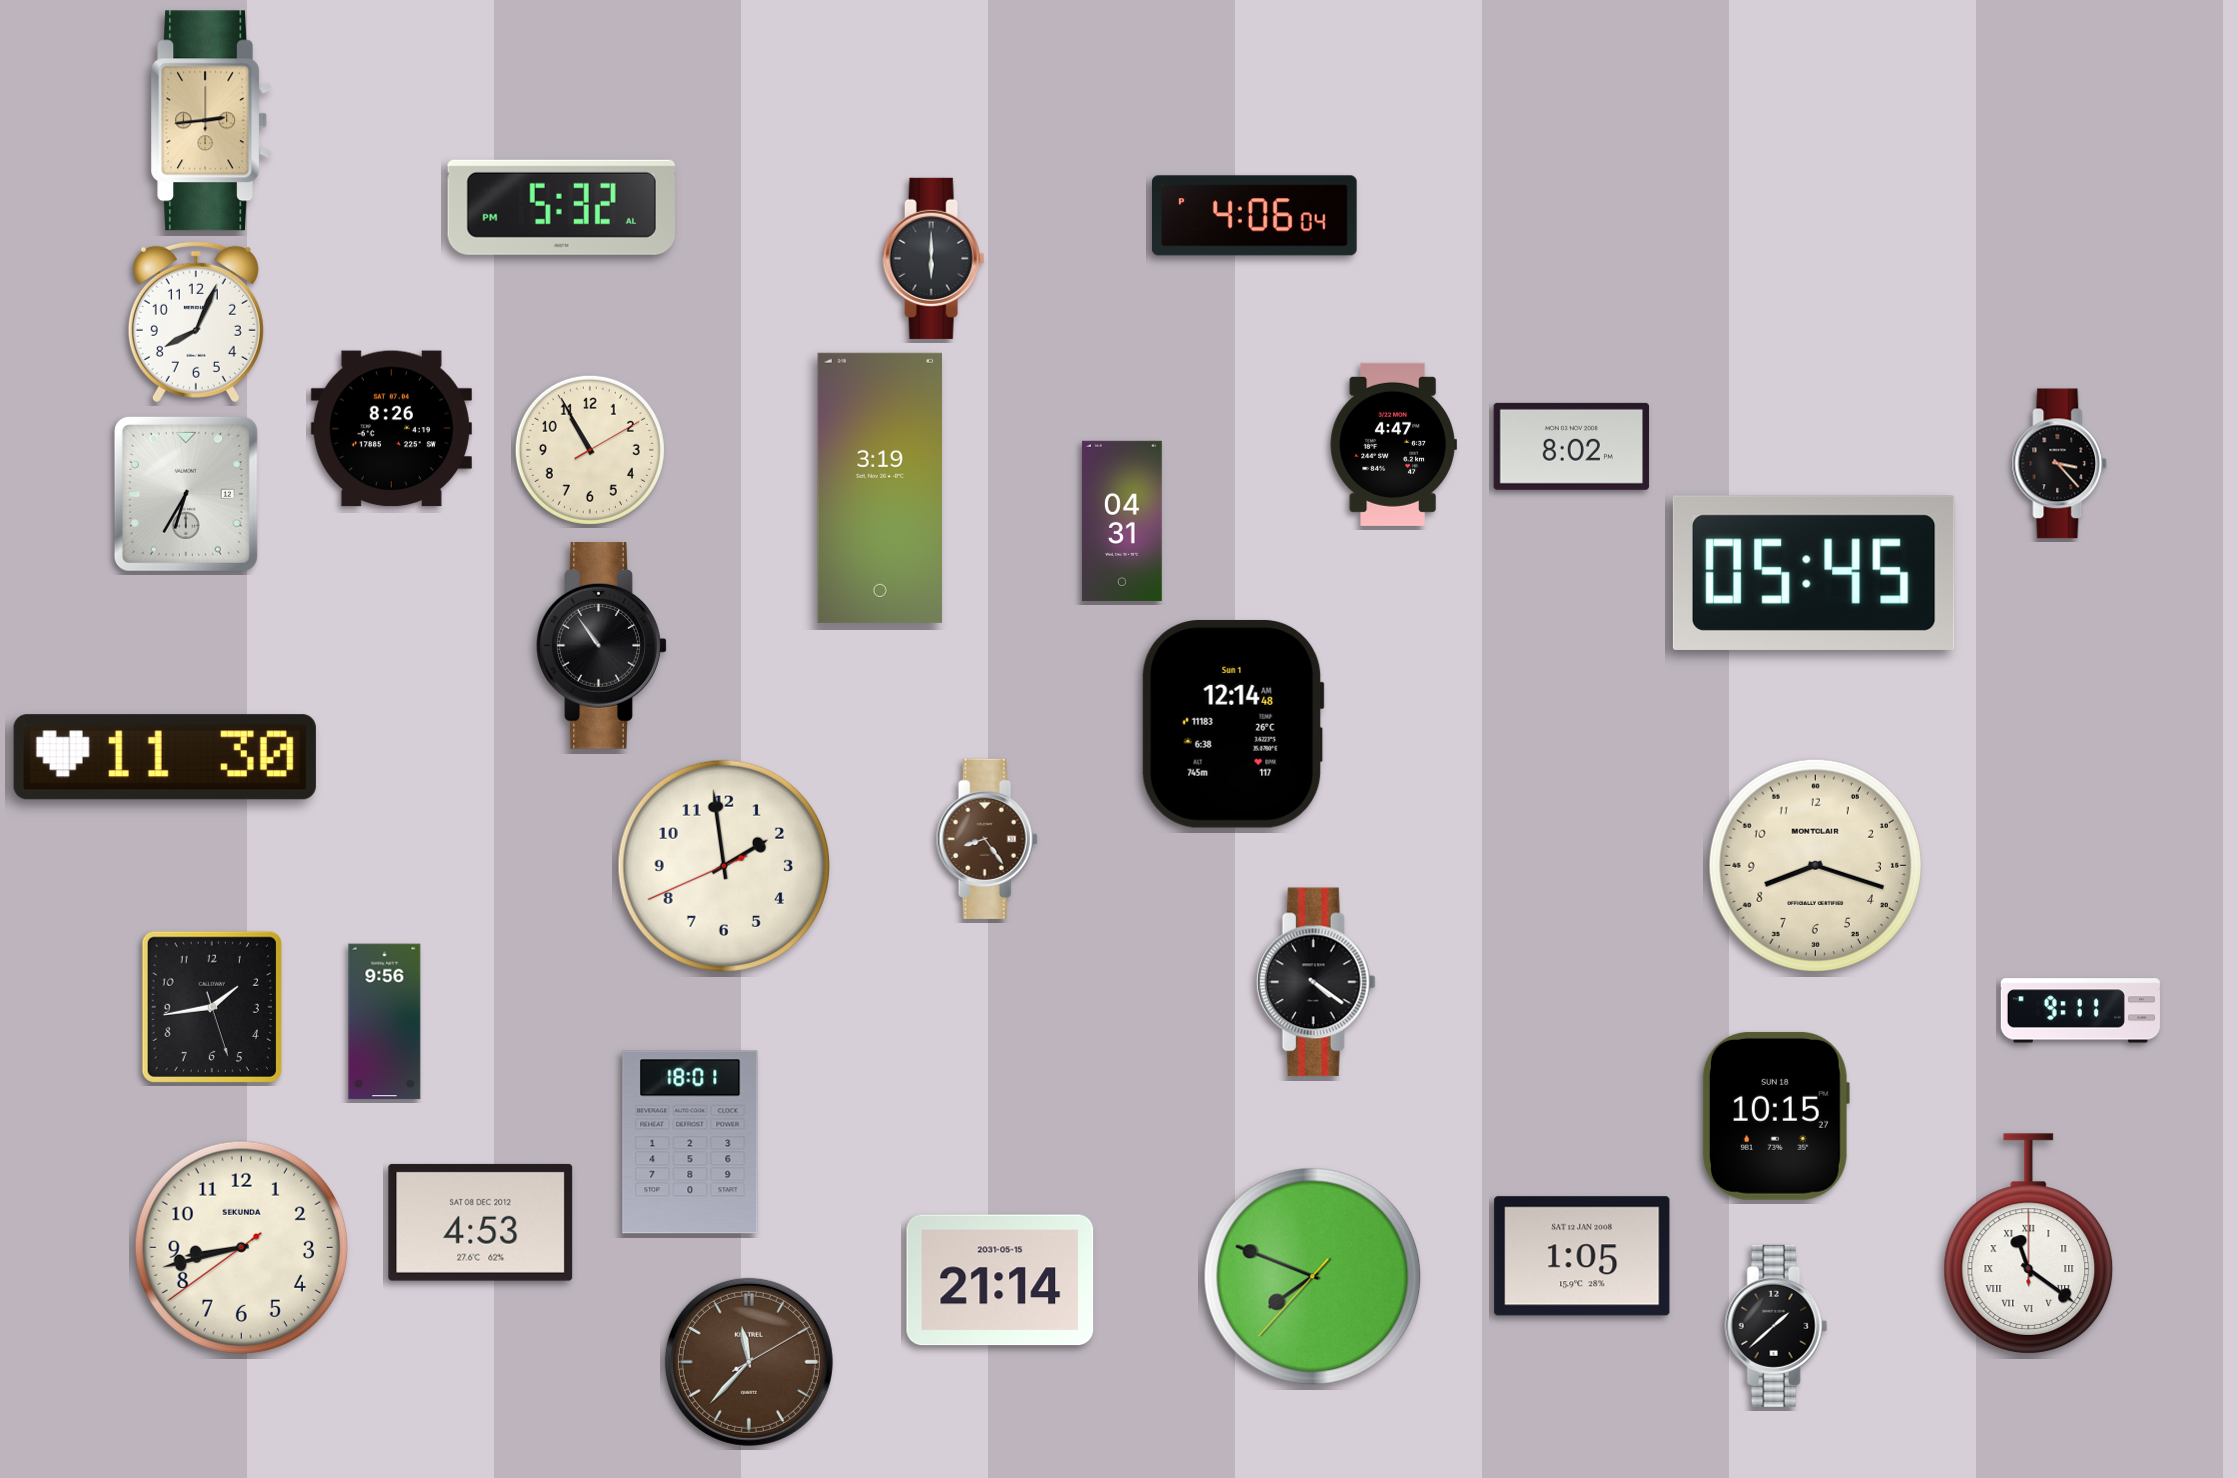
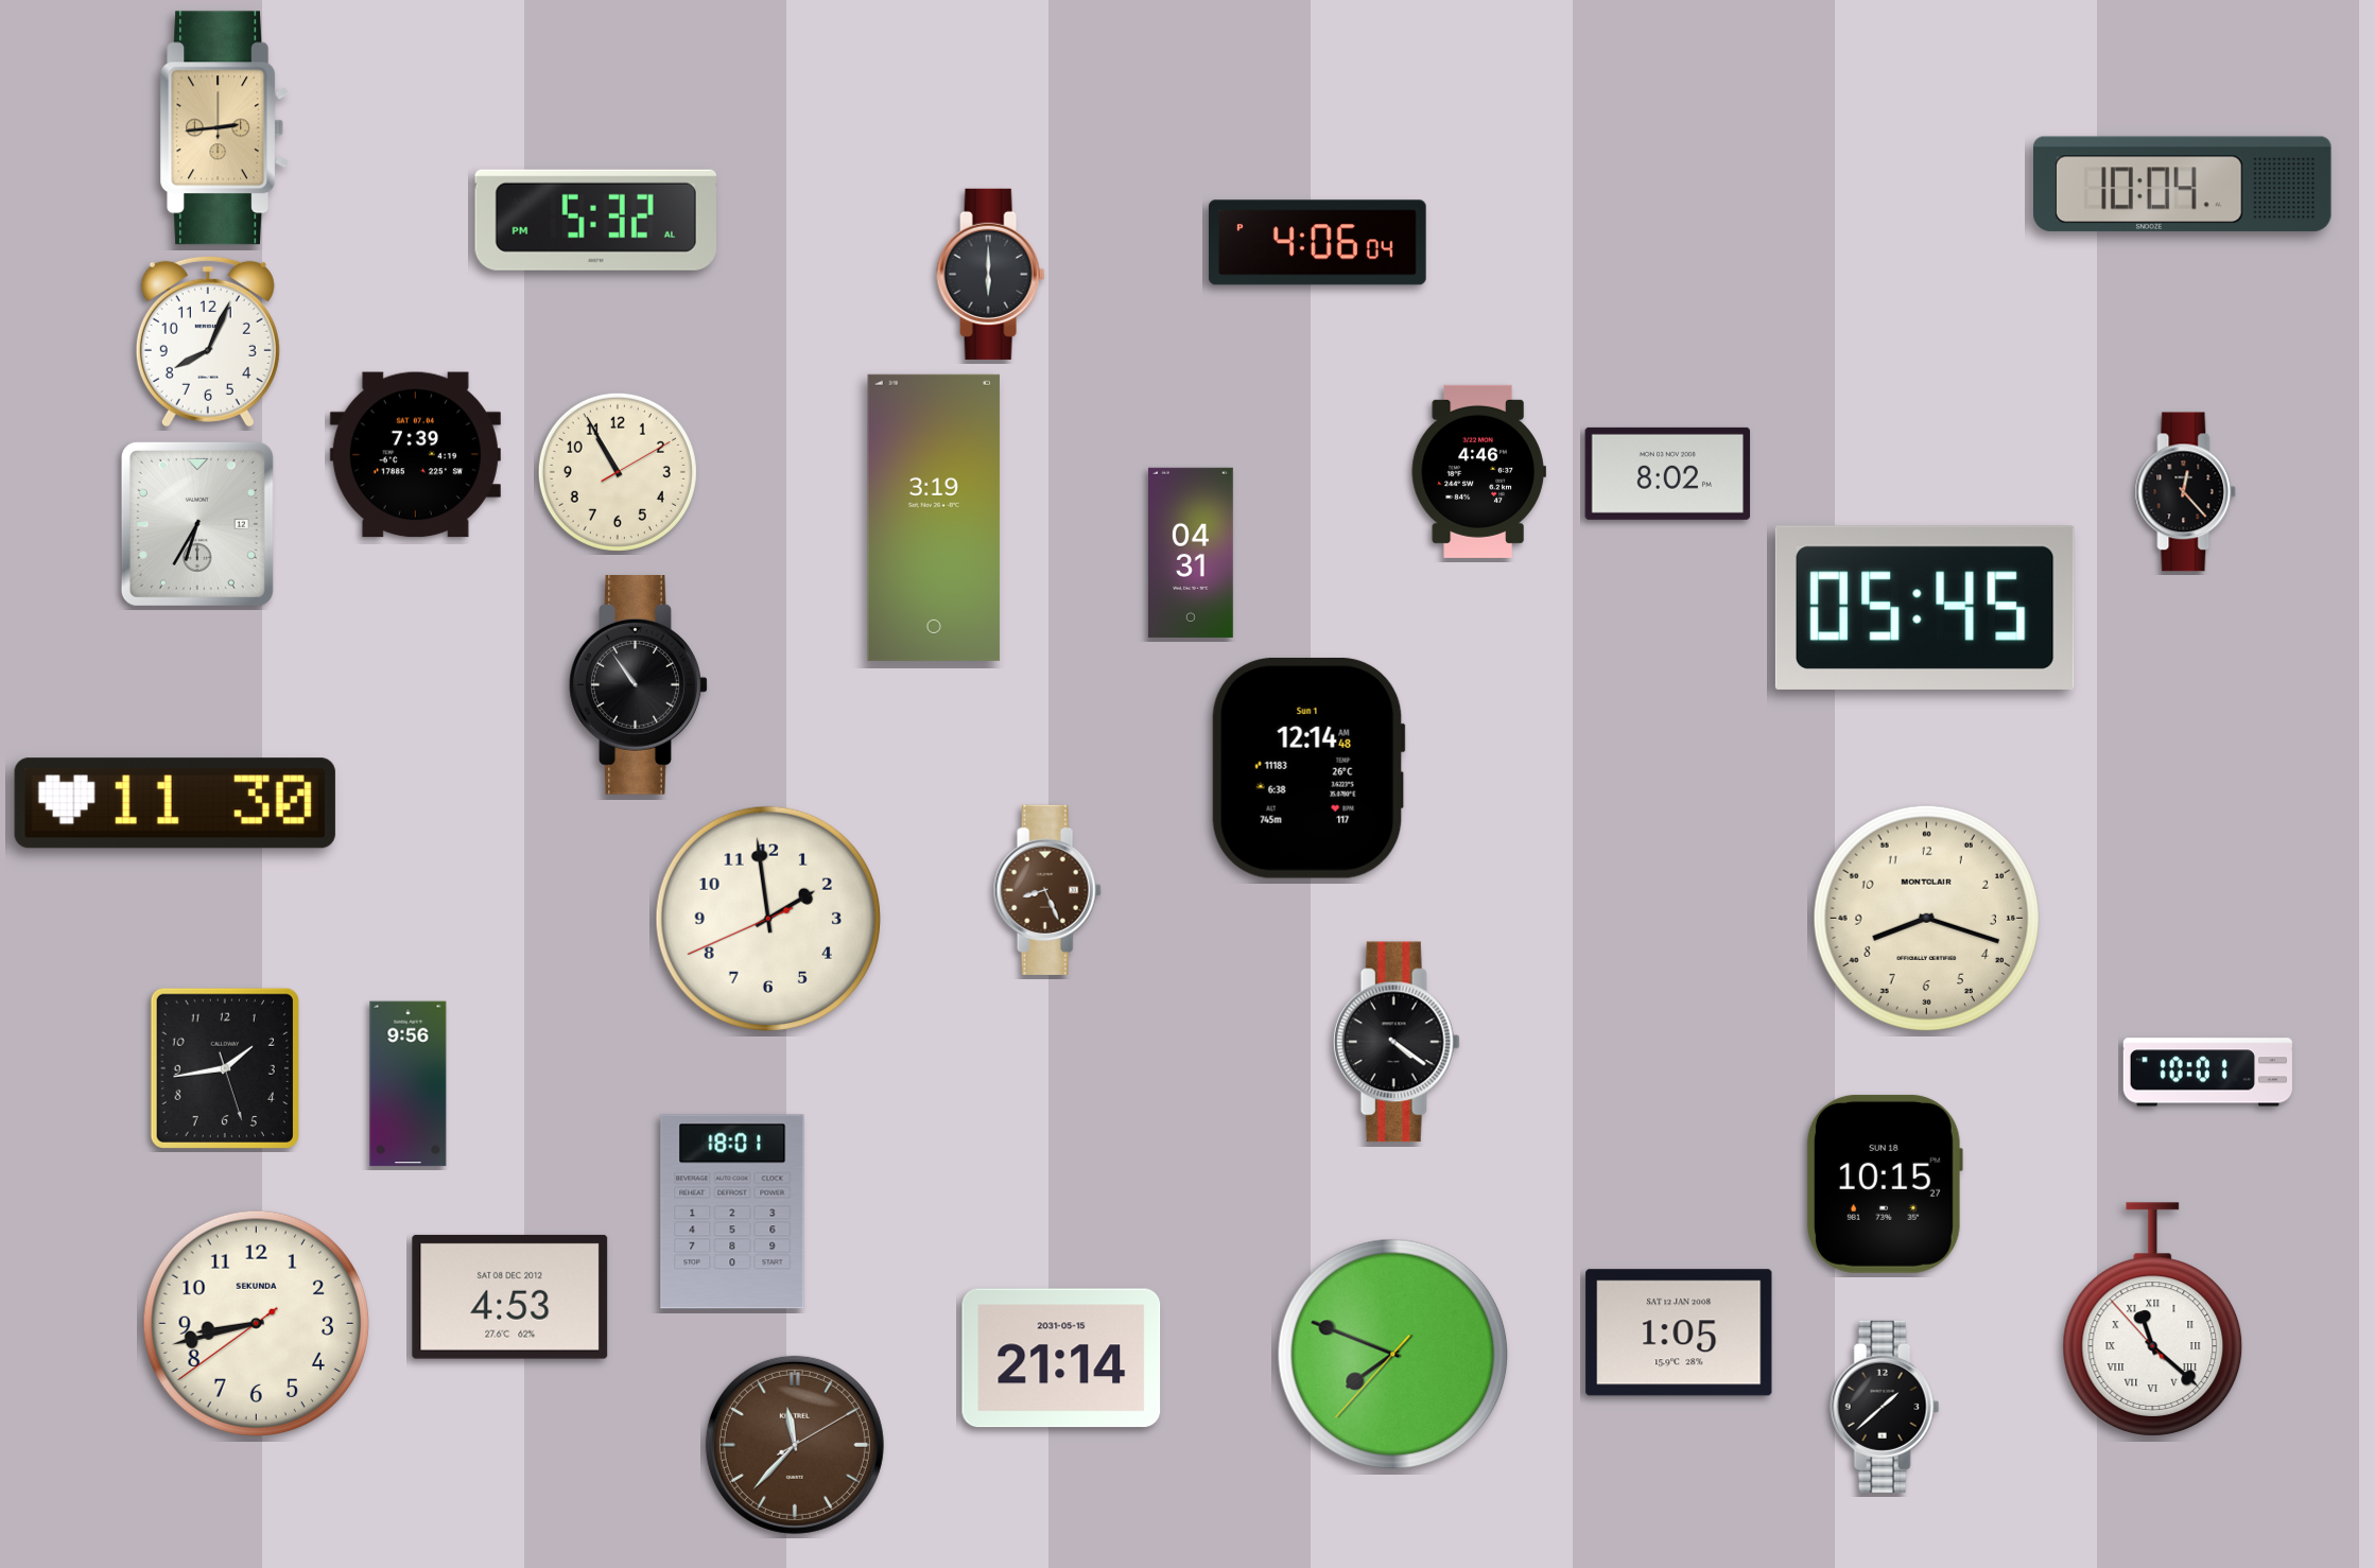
clock at (2183, 185): none -> 10:04
clock at (1254, 216) position: (1254, 216) -> (1317, 243)
clock at (391, 429): 8:26 -> 7:39
clock at (1393, 444): 4:47 -> 4:46
clock at (590, 450) position: (590, 450) -> (618, 472)
clock at (2060, 464): 3:23 -> 12:23
clock at (987, 839): 8:24 -> 8:26
clock at (2080, 1011): 9:11 -> 10:01
clock at (2029, 1244): 11:21:00 -> 11:21:53
